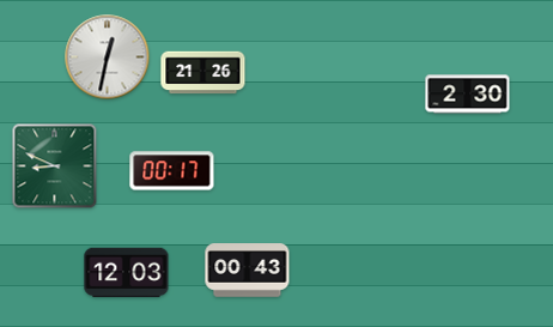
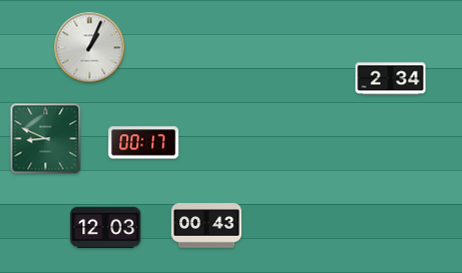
clock at (108, 57): 12:32 -> 1:04
clock at (203, 73): 21:26 -> none
clock at (468, 95): 2:30 -> 2:34
